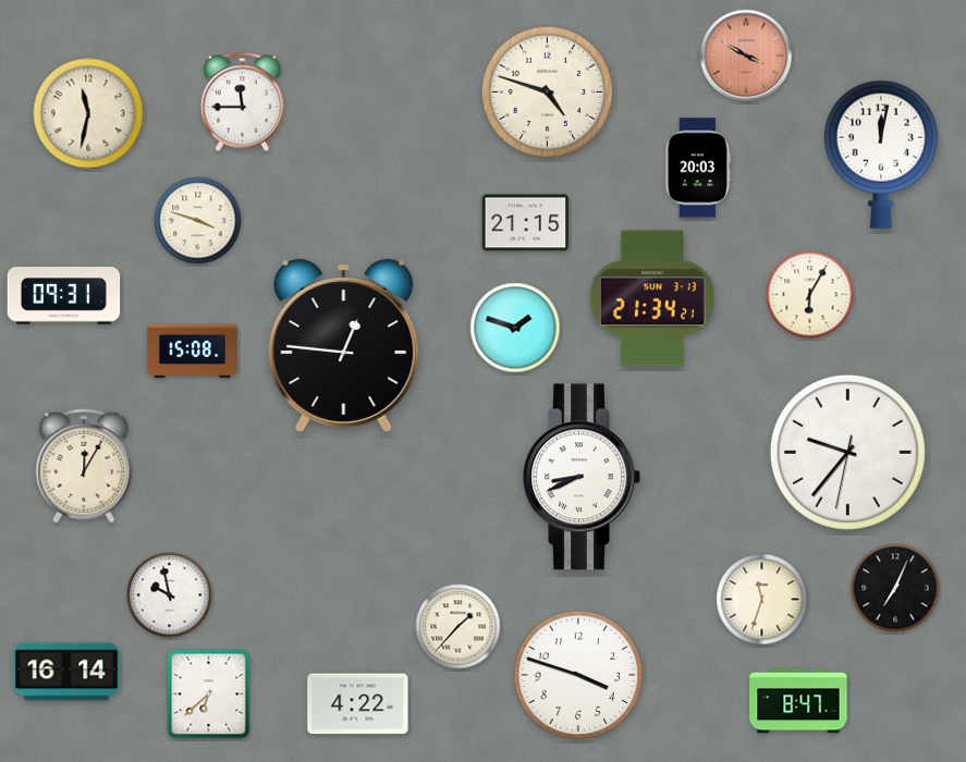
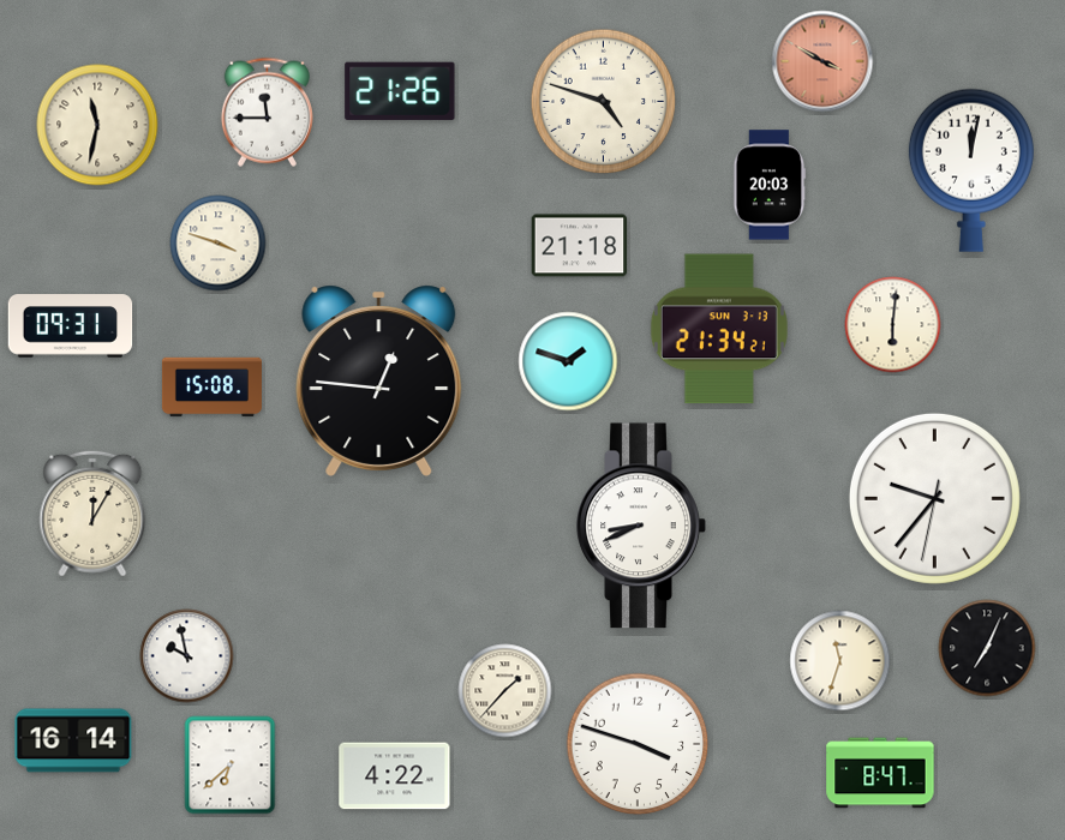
clock at (400, 91): none -> 21:26
clock at (526, 223): 21:15 -> 21:18
clock at (810, 295): 6:05 -> 6:01
